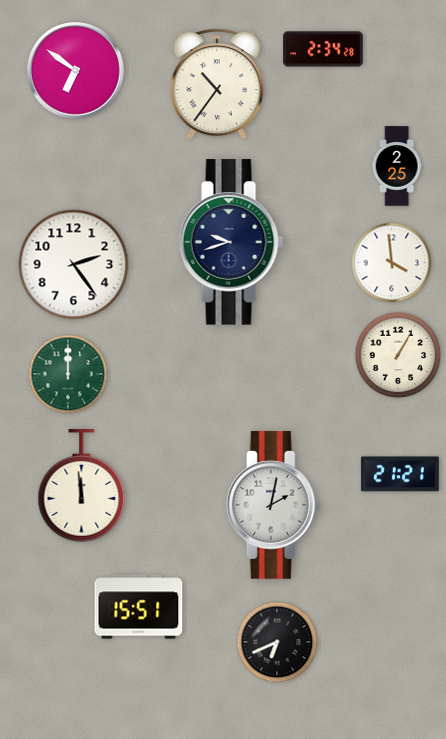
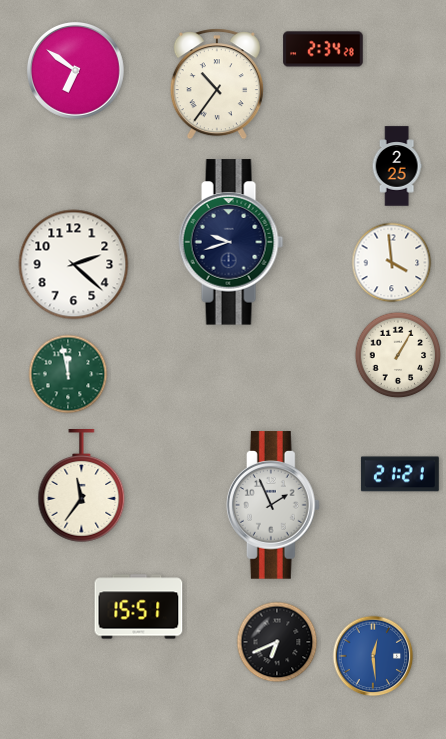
clock at (74, 265): 2:24 -> 2:22
clock at (68, 374): 12:00 -> 11:58
clock at (82, 486): 11:59 -> 11:36
clock at (273, 505): 2:02 -> 1:56
clock at (373, 656): none -> 12:29
